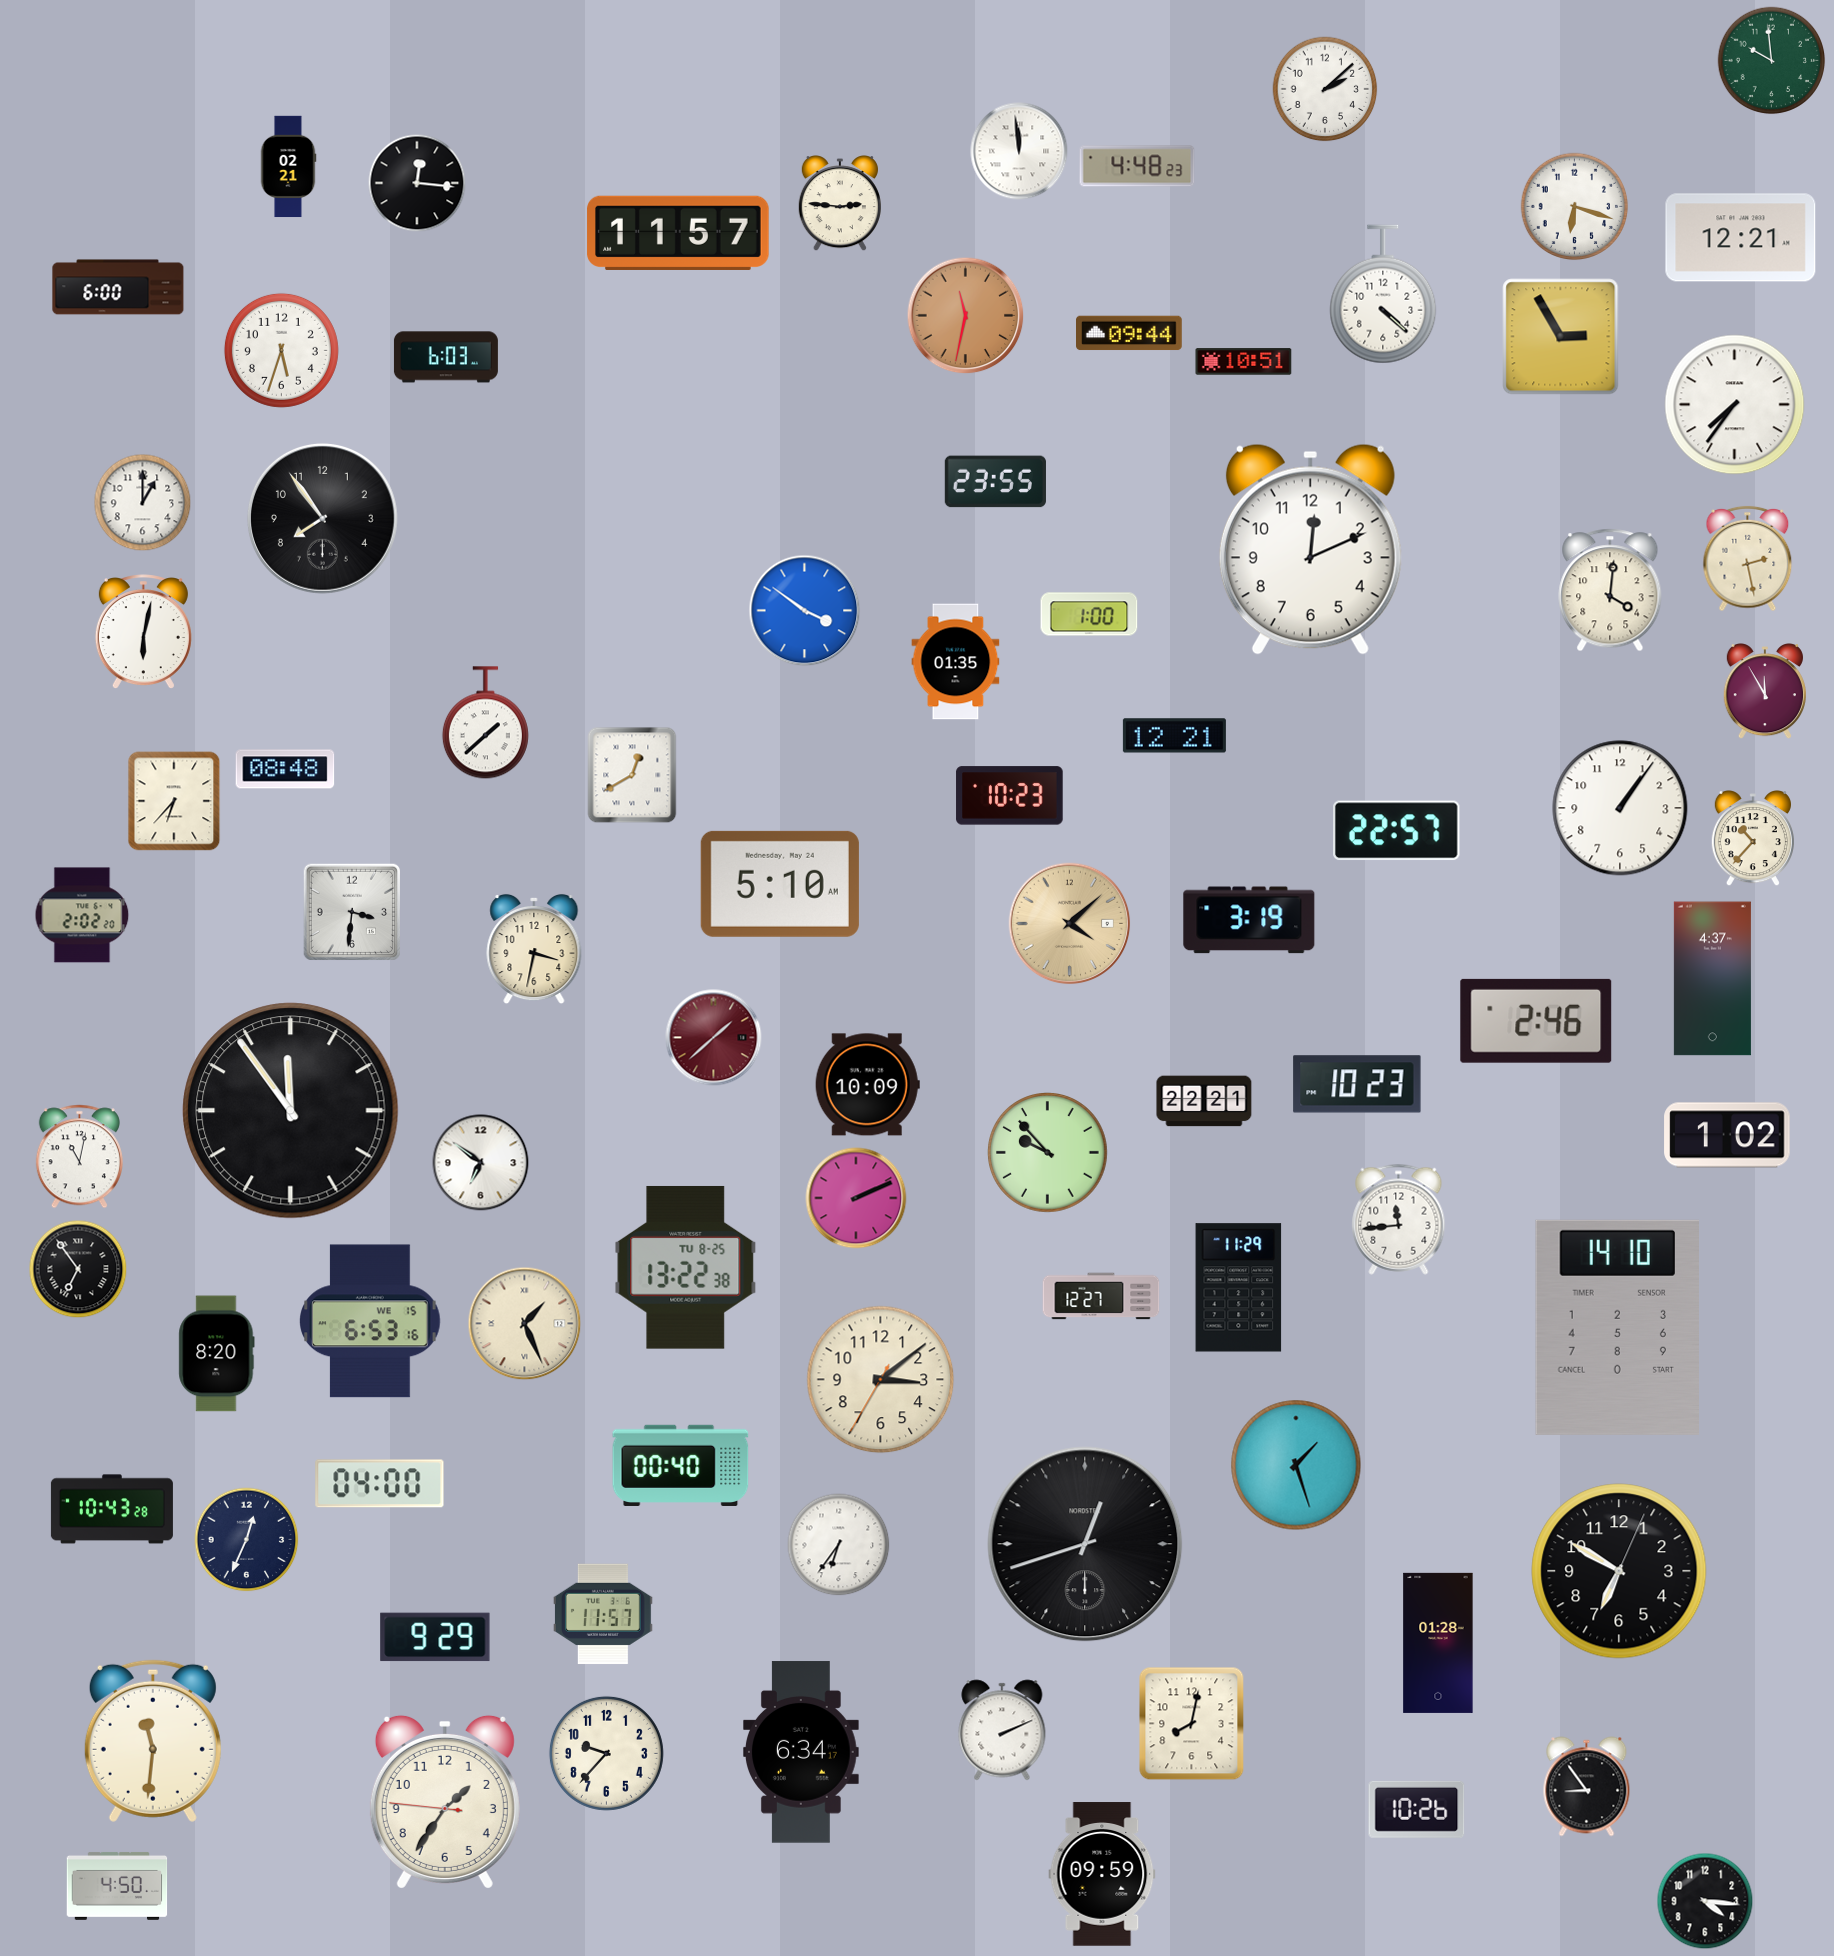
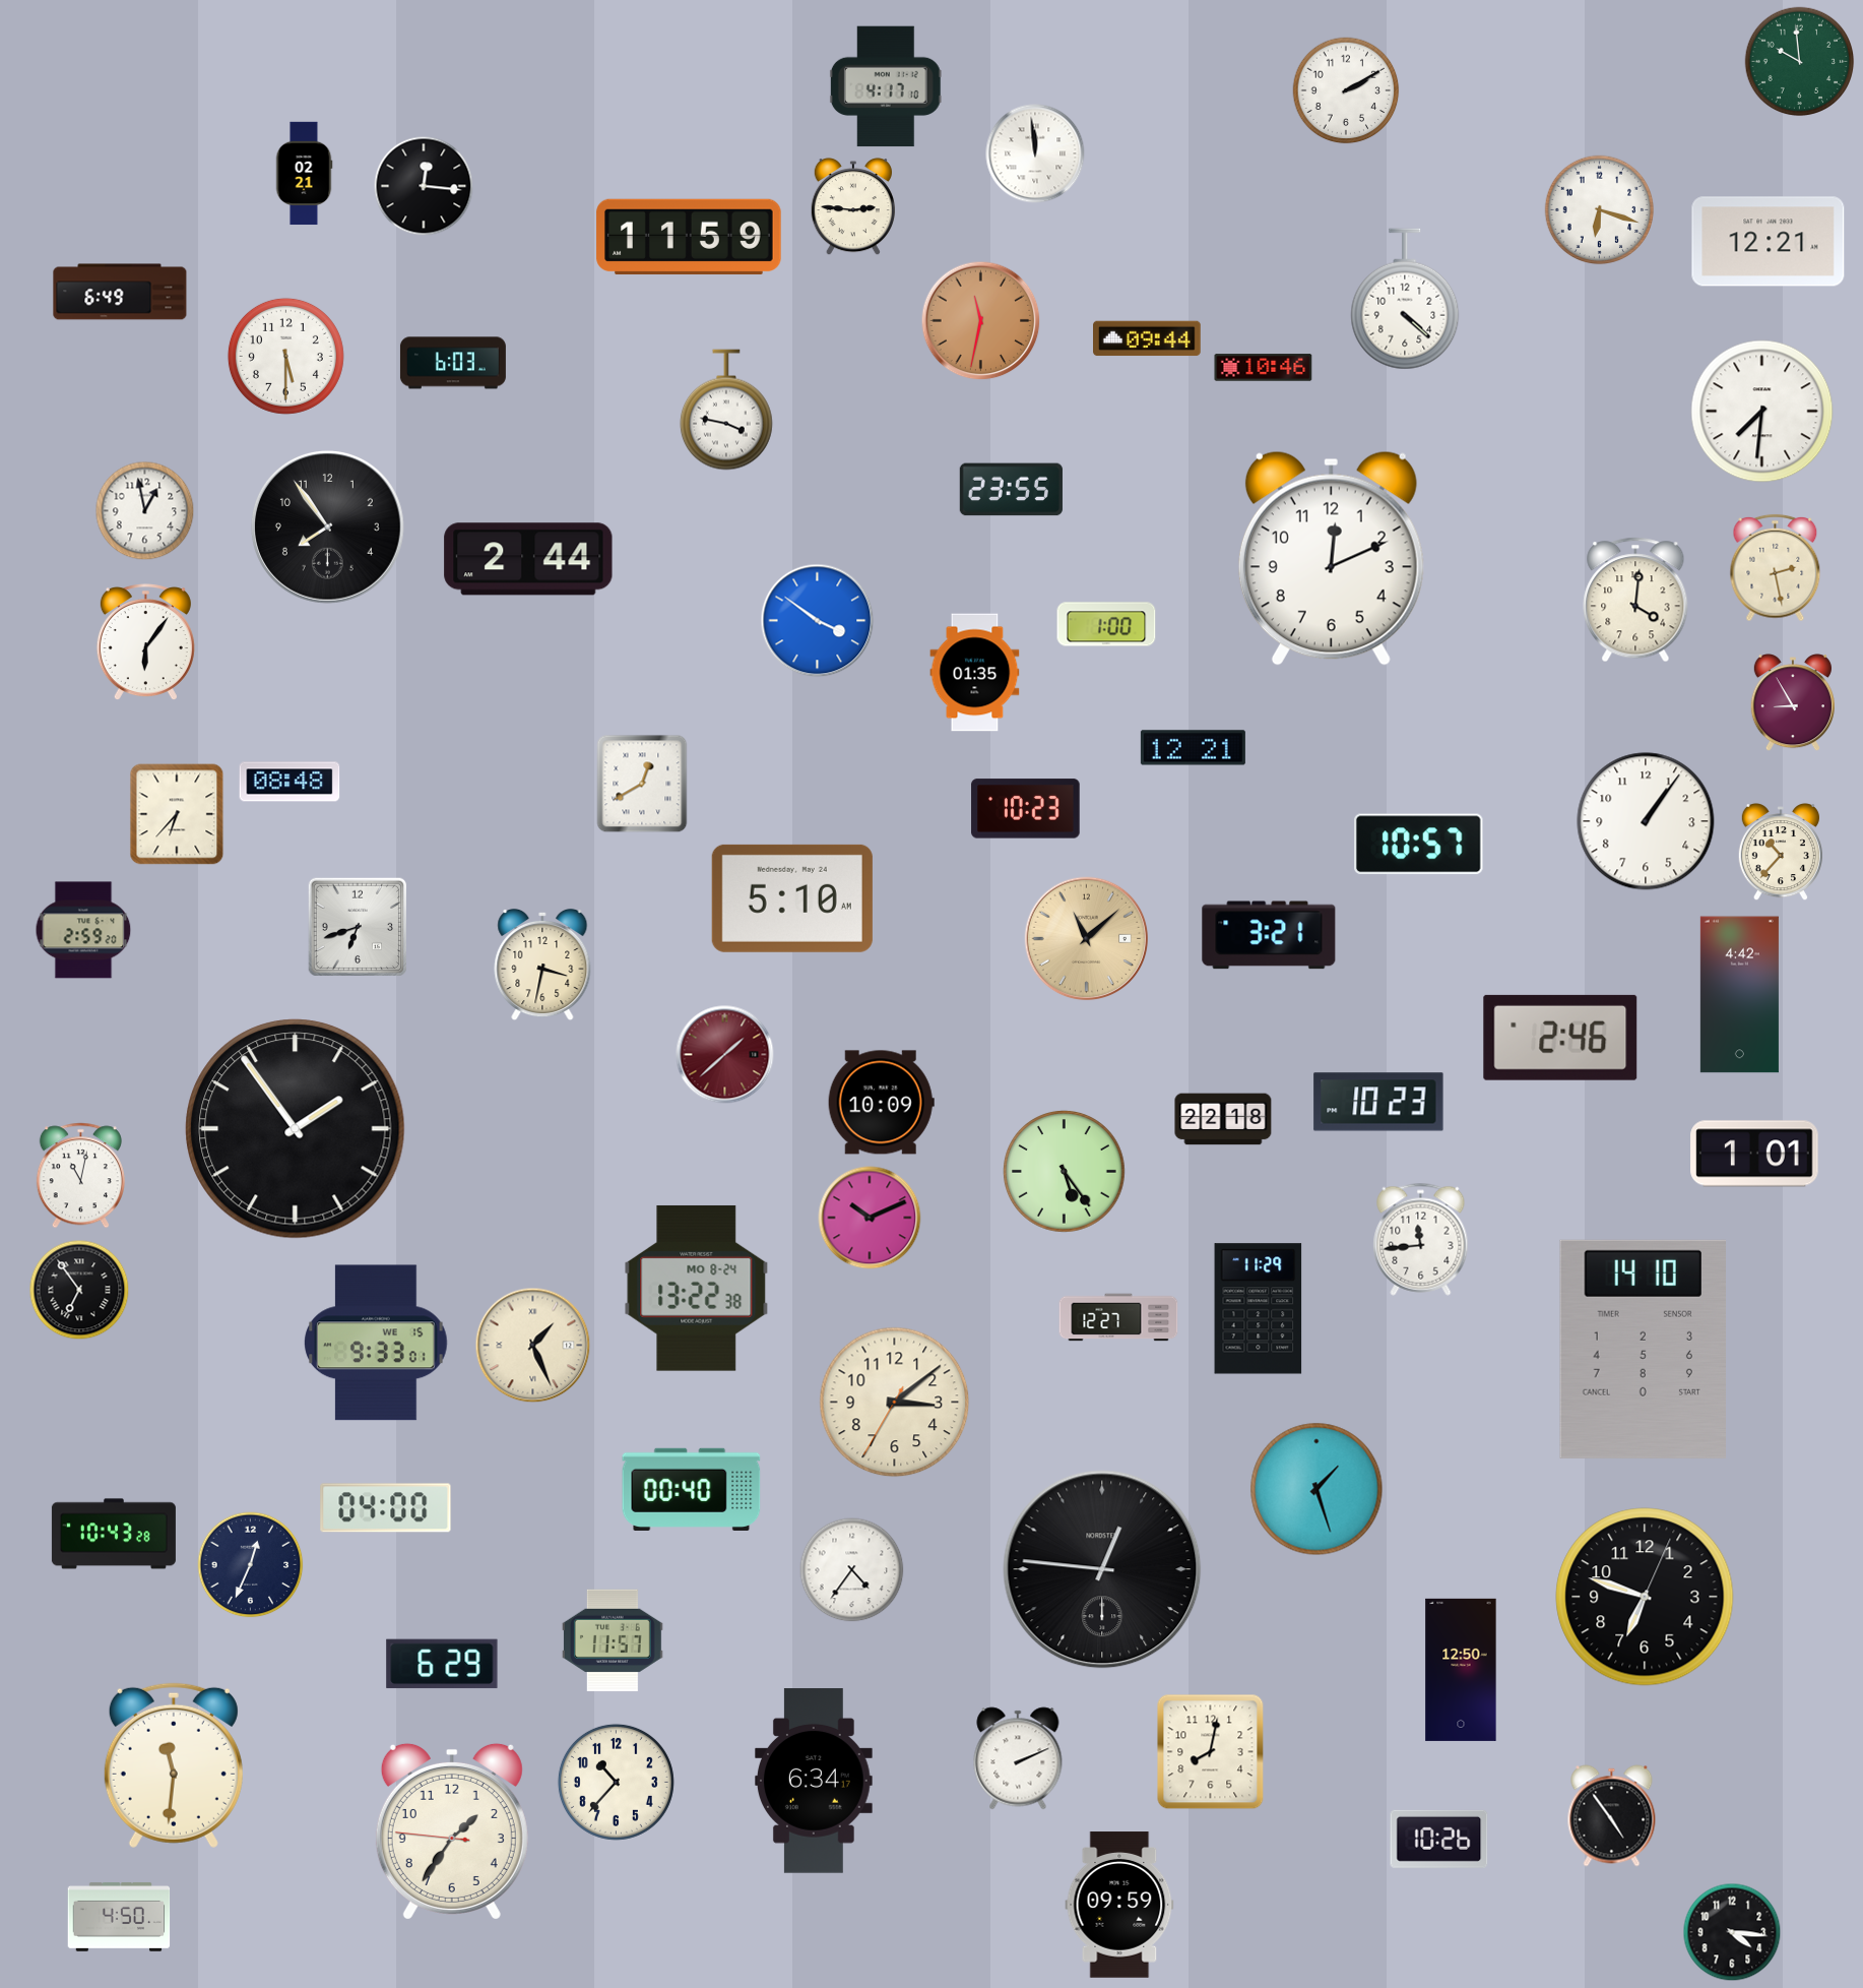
clock at (886, 86): none -> 4:17
clock at (1325, 89): 2:08 -> 2:10
clock at (1137, 166): 4:48 -> none
clock at (288, 167) position: (288, 167) -> (304, 174)
clock at (678, 233): 11:57 -> 11:59
clock at (118, 287): 6:00 -> 6:49
clock at (1561, 337): 2:55 -> none
clock at (281, 350): 5:33 -> 5:30
clock at (1244, 362): 10:51 -> 10:46
clock at (726, 410): none -> 3:47
clock at (1735, 405): 7:36 -> 7:31
clock at (143, 503): 1:00 -> 12:58
clock at (528, 559): none -> 2:44
clock at (143, 632): 6:02 -> 6:06
clock at (956, 662) position: (956, 662) -> (975, 673)
clock at (1765, 692): 11:55 -> 8:55
clock at (485, 723): 1:38 -> none
clock at (632, 775) position: (632, 775) -> (642, 784)
clock at (1397, 831): 22:57 -> 10:57
clock at (351, 911): 3:31 -> 6:42
clock at (82, 915): 2:02 -> 2:59
clock at (1249, 920): 3:19 -> 3:21
clock at (1070, 924): 4:08 -> 11:08
clock at (1712, 979): 4:37 -> 4:42
clock at (1204, 1101): 22:21 -> 22:18
clock at (291, 1111): 11:54 -> 1:54
clock at (1727, 1135): 1:02 -> 1:01
clock at (1048, 1153): 9:53 -> 5:24
clock at (481, 1163): 6:51 -> none
clock at (856, 1198): 2:11 -> 10:11
clock at (686, 1267) date: TU 8-25 -> MO 8-24
clock at (371, 1321): 6:53 -> 9:33
clock at (217, 1354): 8:20 -> none
clock at (1085, 1544): 12:42 -> 12:46
clock at (839, 1545): 6:36 -> 4:36
clock at (1619, 1571): 6:50 -> 6:48
clock at (435, 1637): 9:29 -> 6:29
clock at (1438, 1643): 01:28 -> 12:50
clock at (153, 1741) position: (153, 1741) -> (174, 1765)
clock at (606, 1753): 9:37 -> 10:37
clock at (1587, 1787): 8:54 -> 4:54
